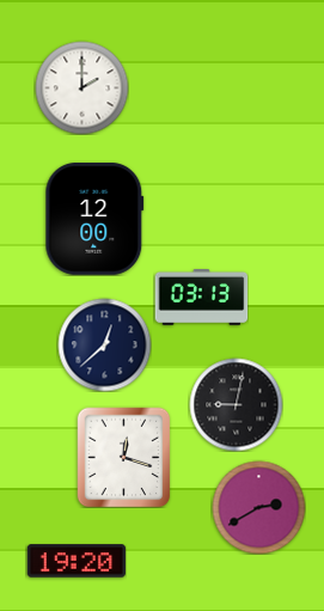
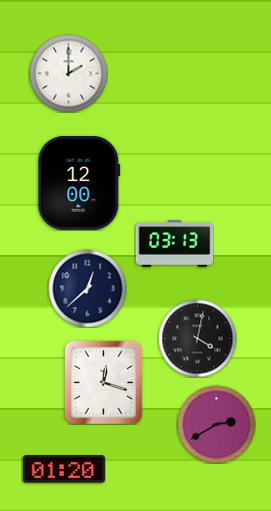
clock at (201, 298) position: (201, 298) -> (174, 244)
clock at (236, 404): 9:02 -> 4:02
clock at (75, 561): 19:20 -> 01:20
